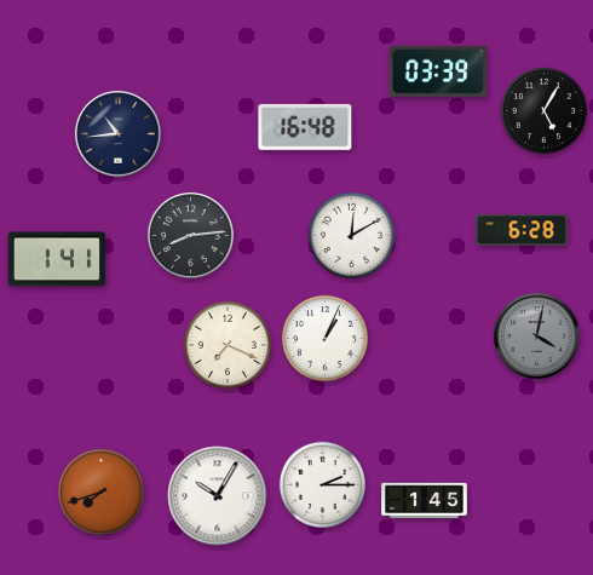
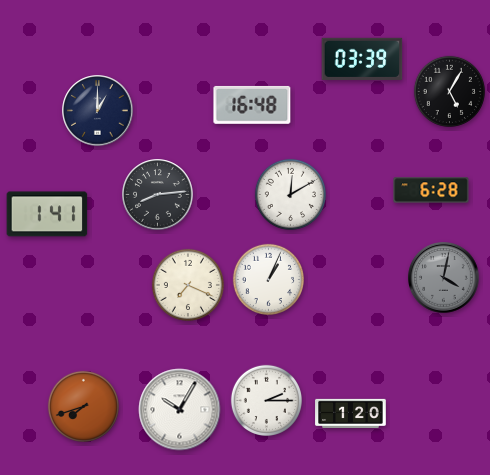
clock at (119, 134): 10:44 -> 1:00
clock at (425, 500): 1:45 -> 1:20
